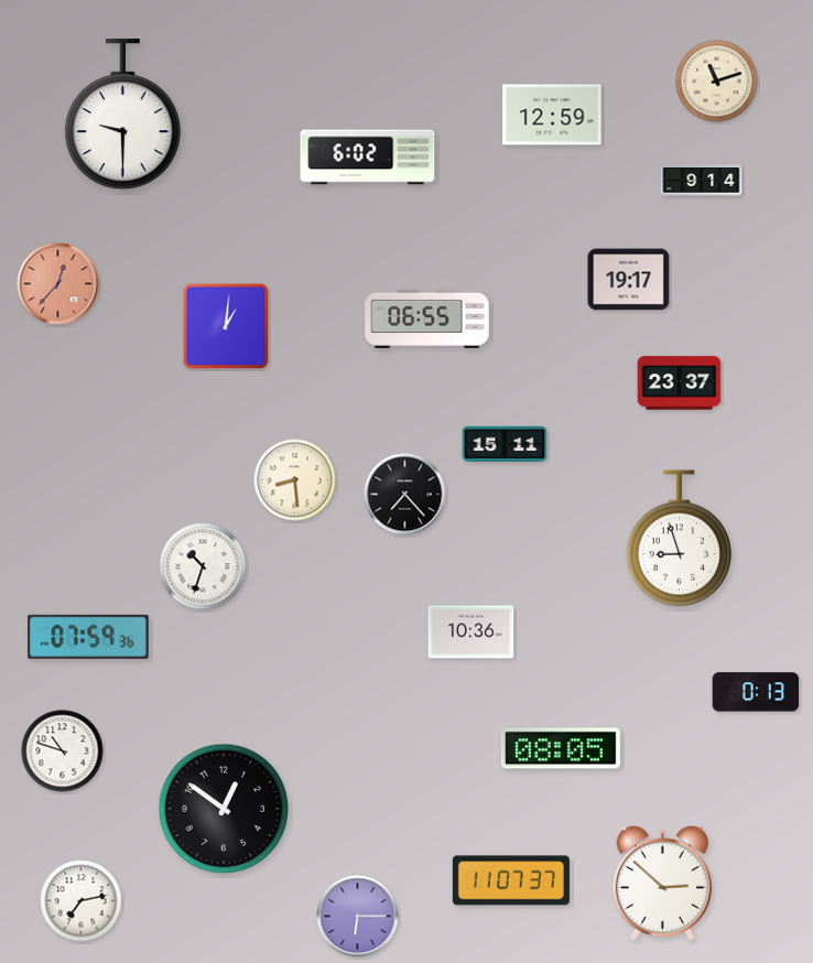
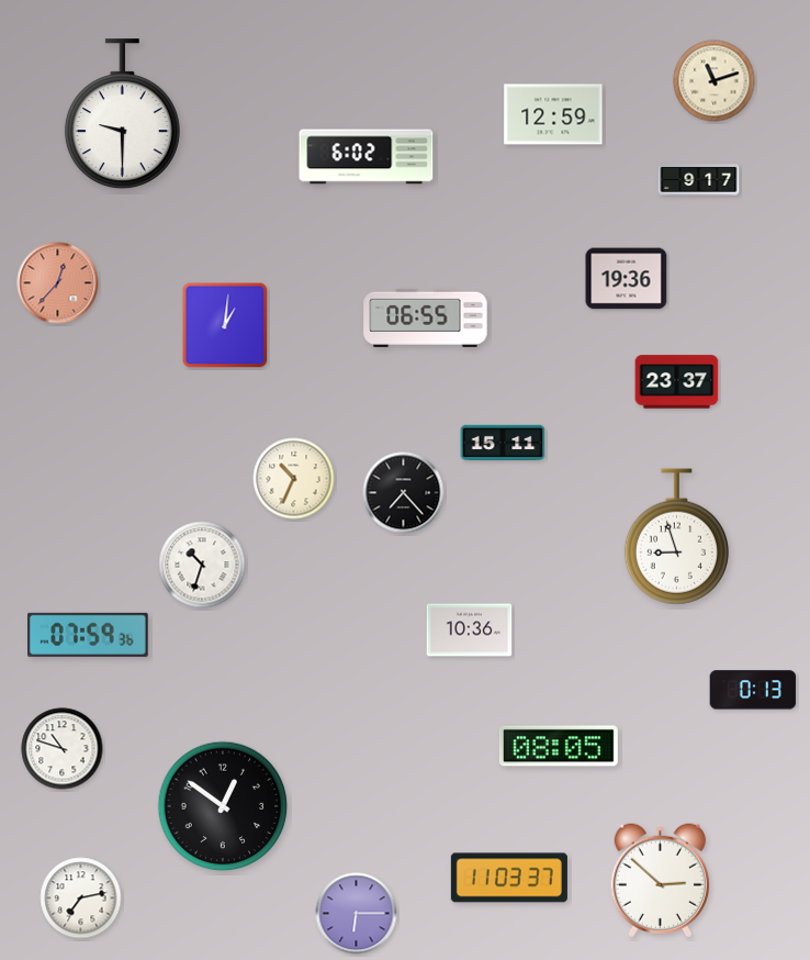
clock at (552, 115) position: (552, 115) -> (553, 114)
clock at (702, 181): 9:14 -> 9:17
clock at (629, 280): 19:17 -> 19:36
clock at (295, 480): 8:29 -> 10:34
clock at (511, 880): 11:07 -> 11:03
